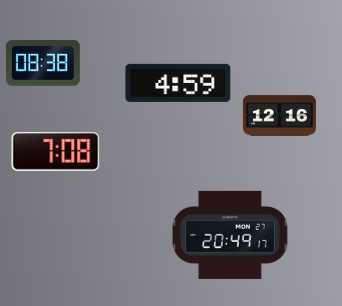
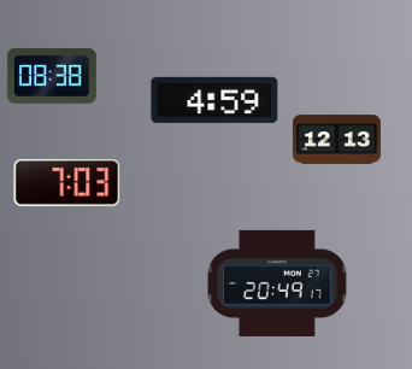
clock at (279, 116): 12:16 -> 12:13
clock at (56, 151): 7:08 -> 7:03
